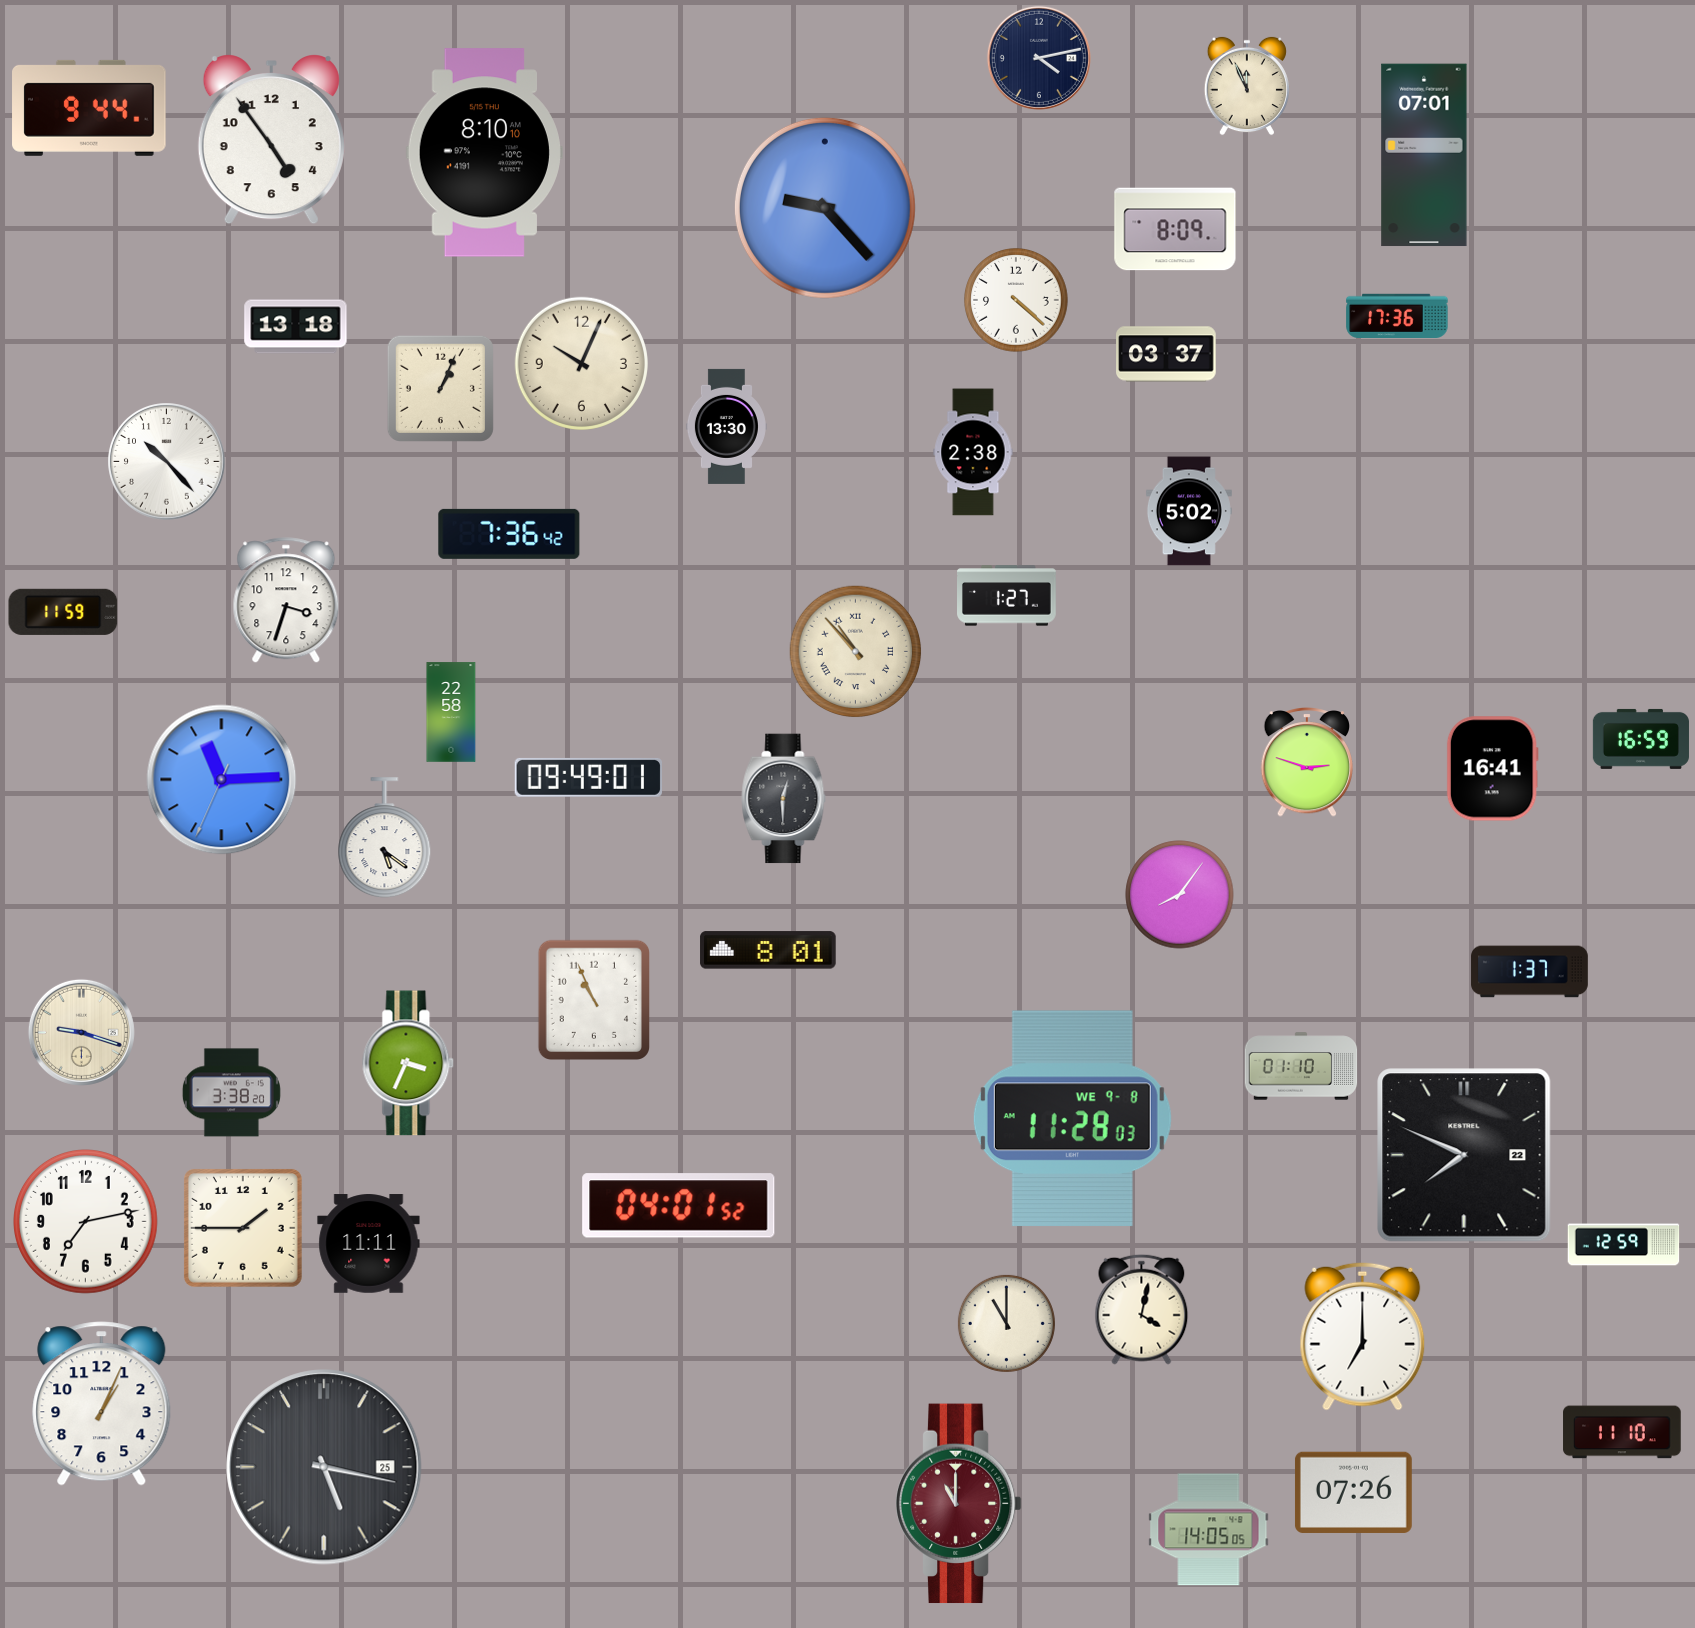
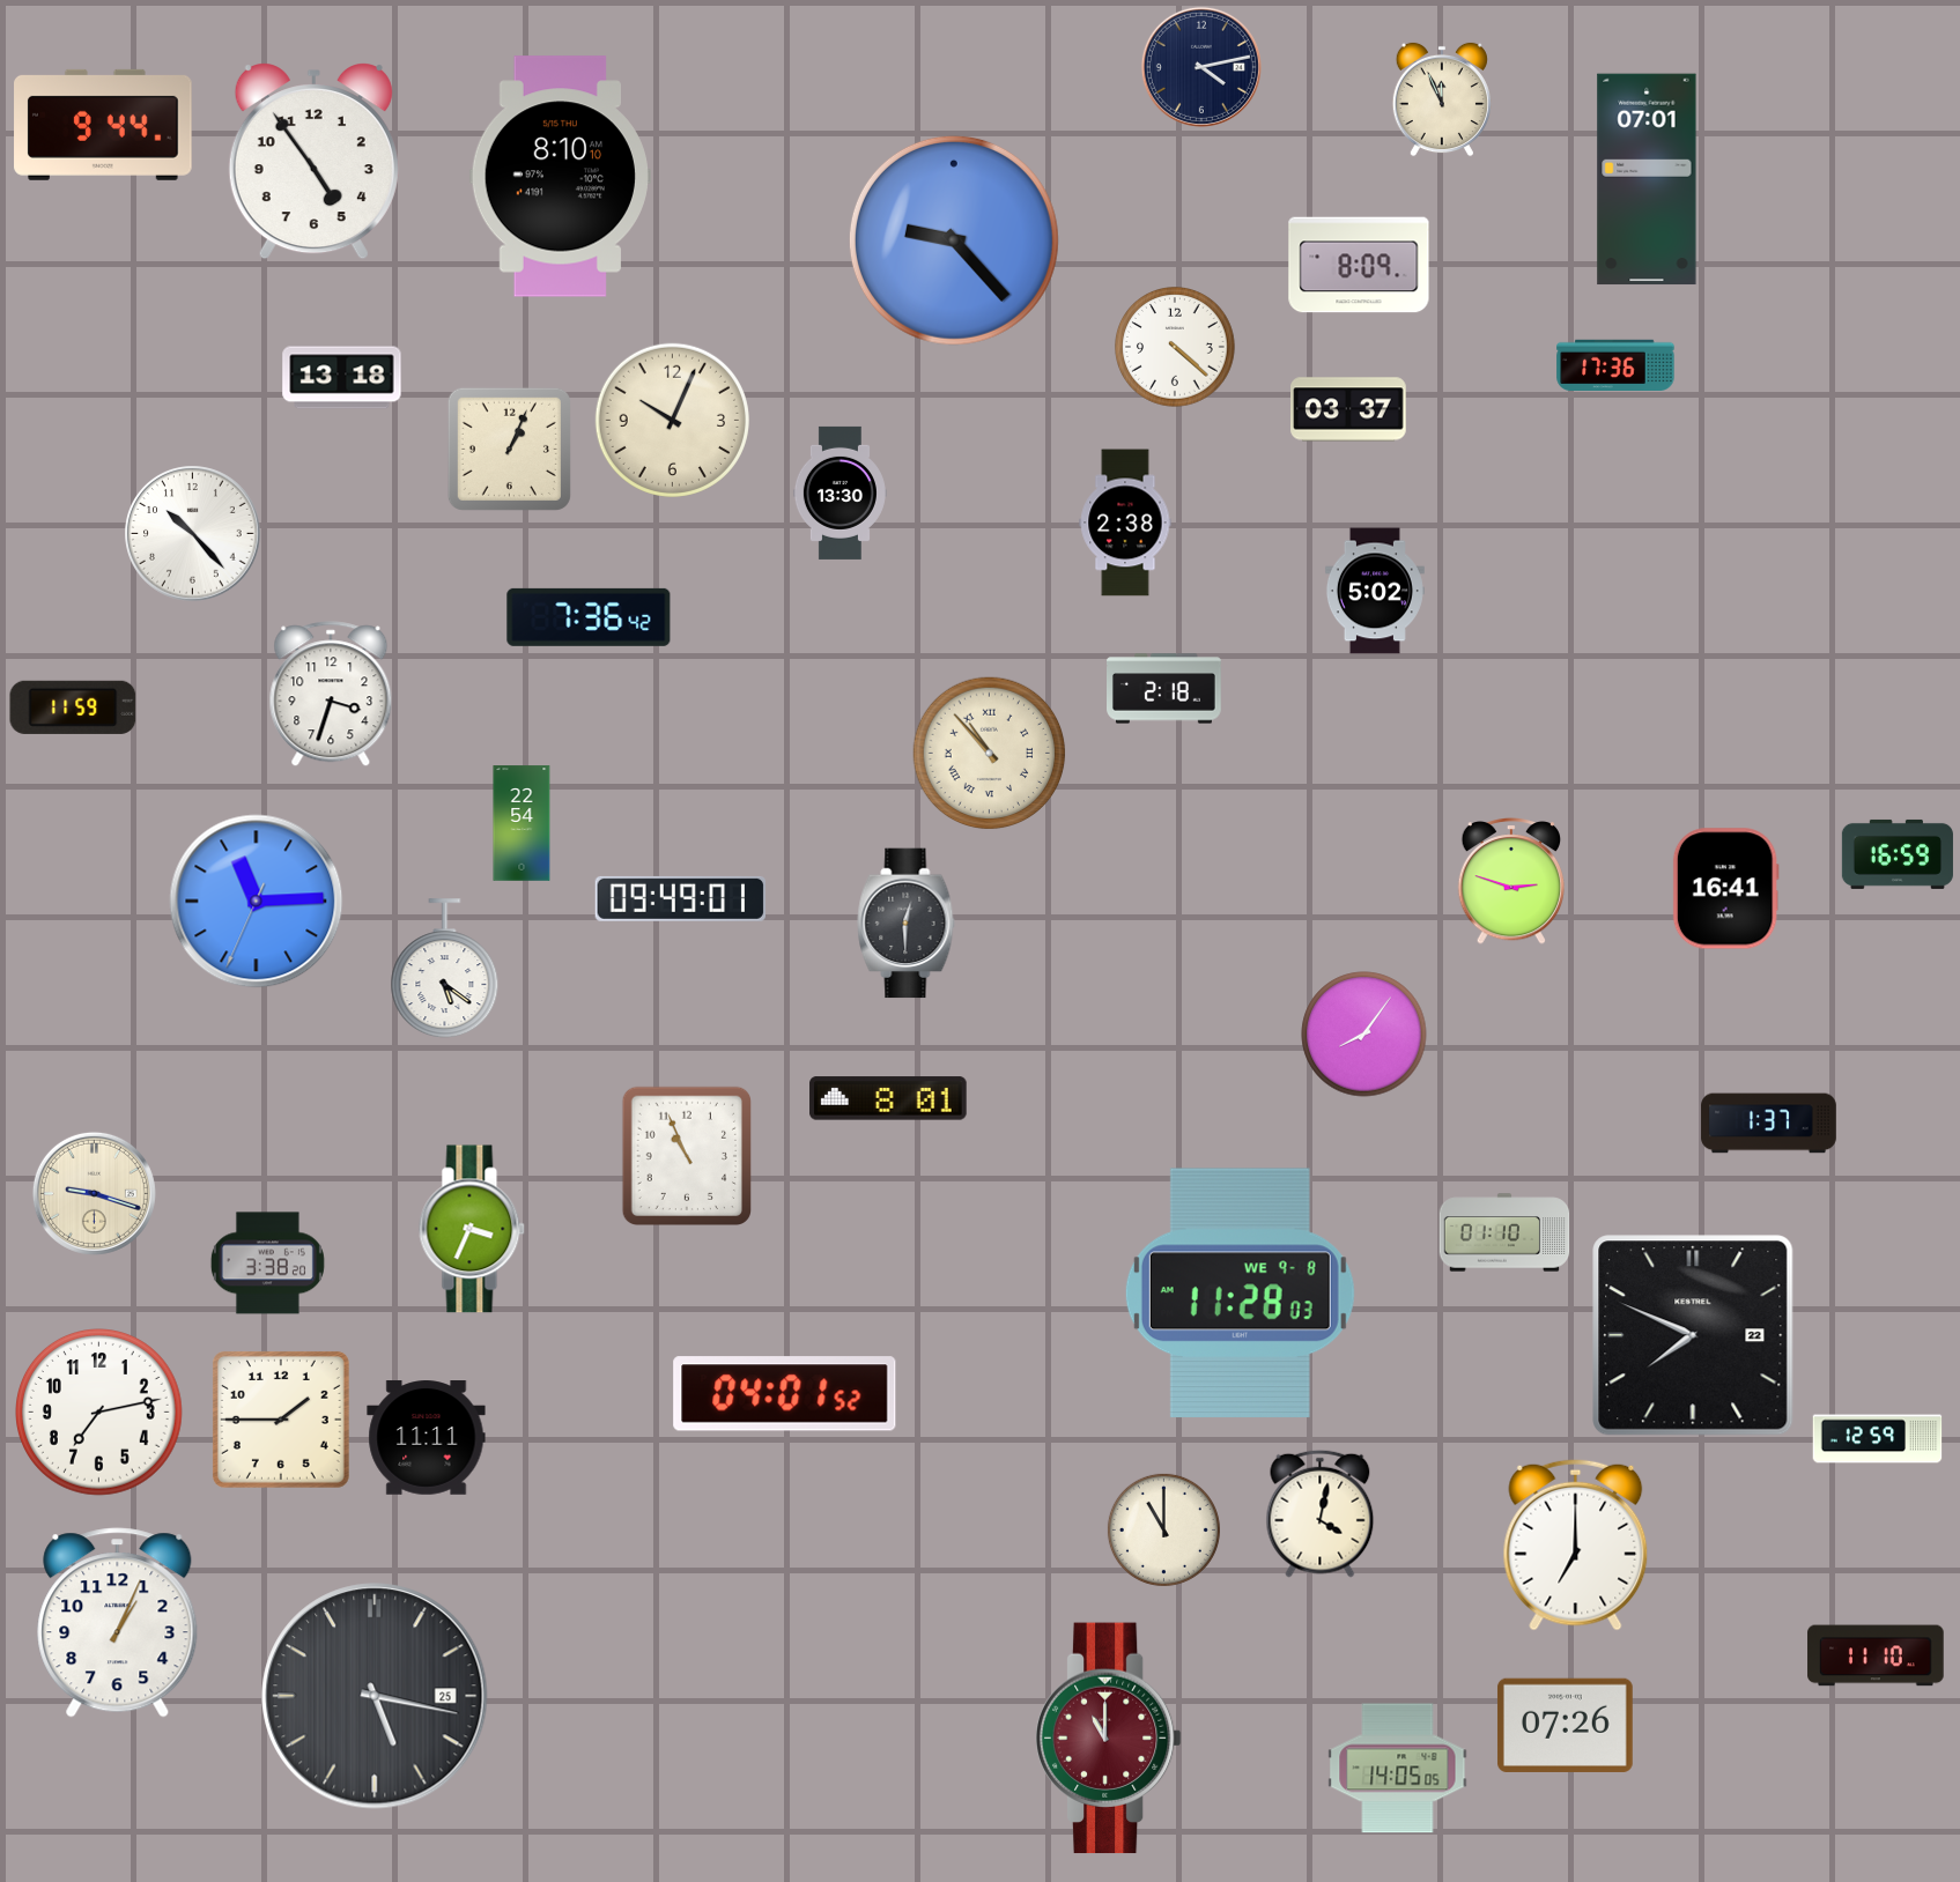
clock at (1007, 596): 1:27 -> 2:18
clock at (451, 712): 22:58 -> 22:54
